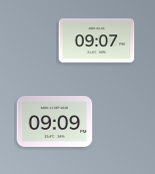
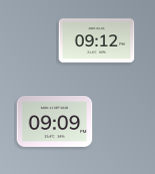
clock at (97, 41): 09:07 -> 09:12
